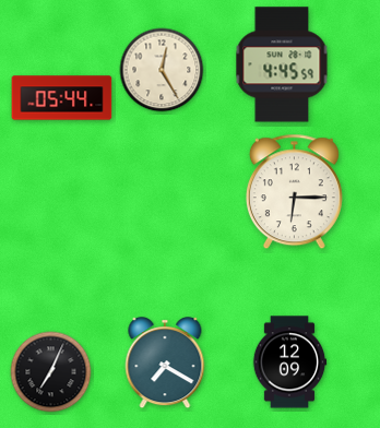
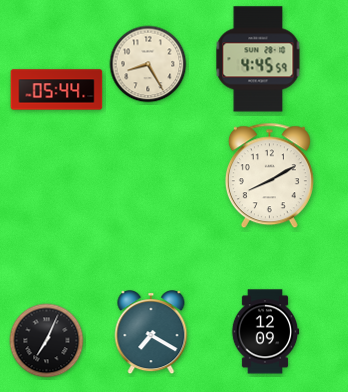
clock at (162, 70): 12:25 -> 8:25
clock at (294, 192): 6:15 -> 8:10
